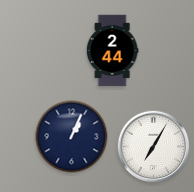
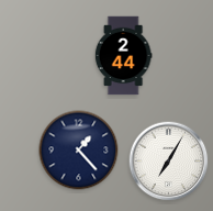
clock at (72, 137): 1:04 -> 1:23
